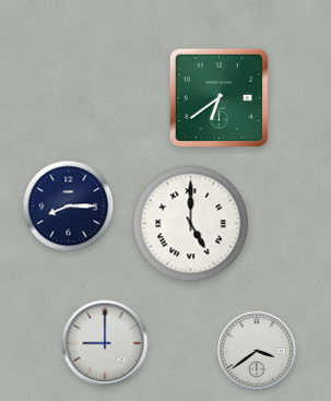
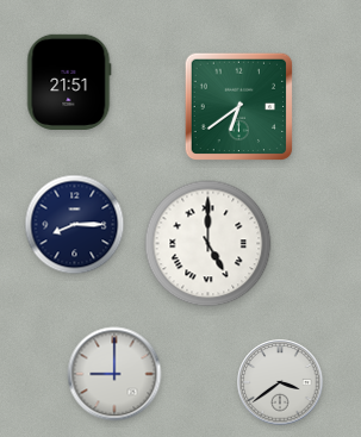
clock at (69, 82): none -> 21:51
